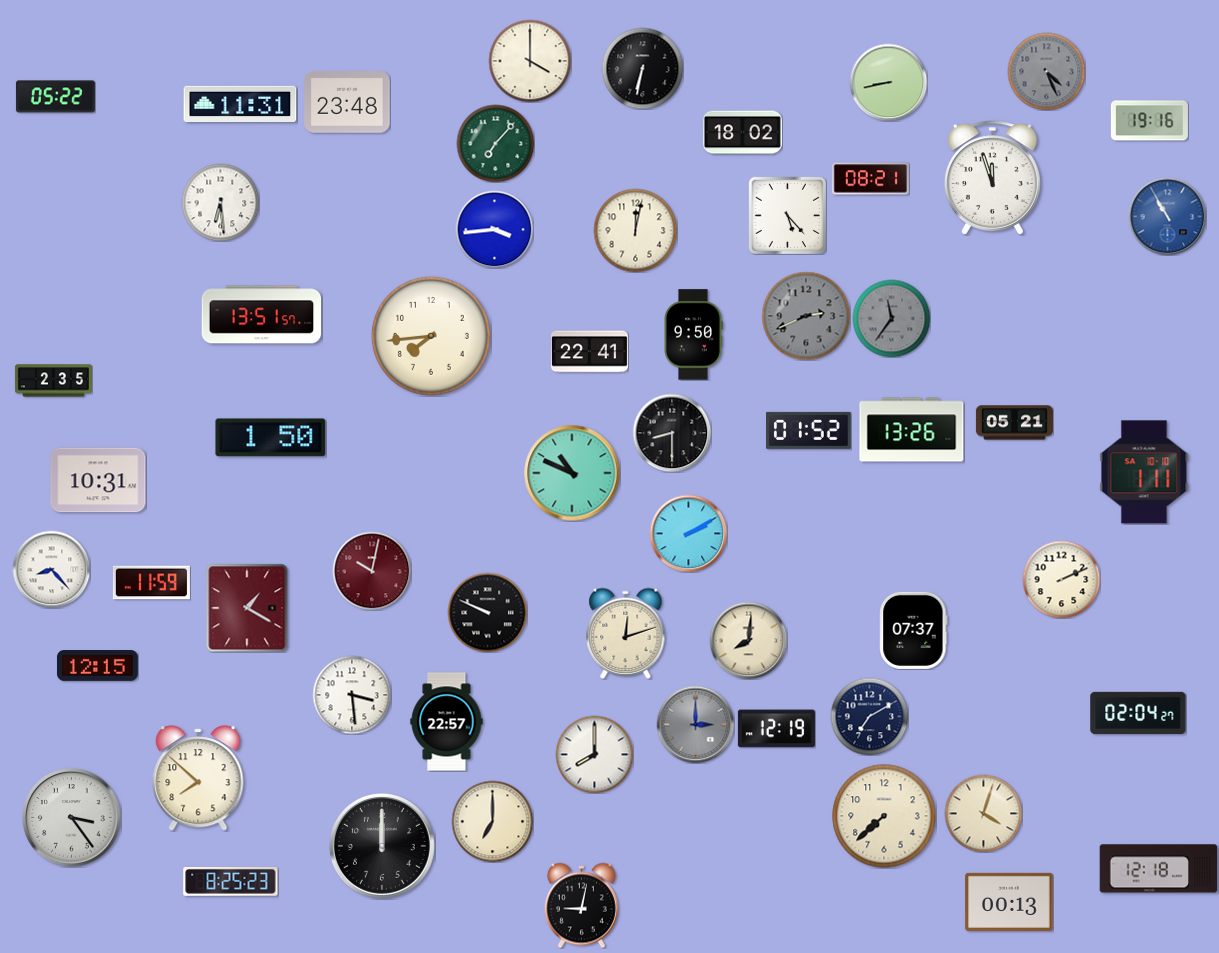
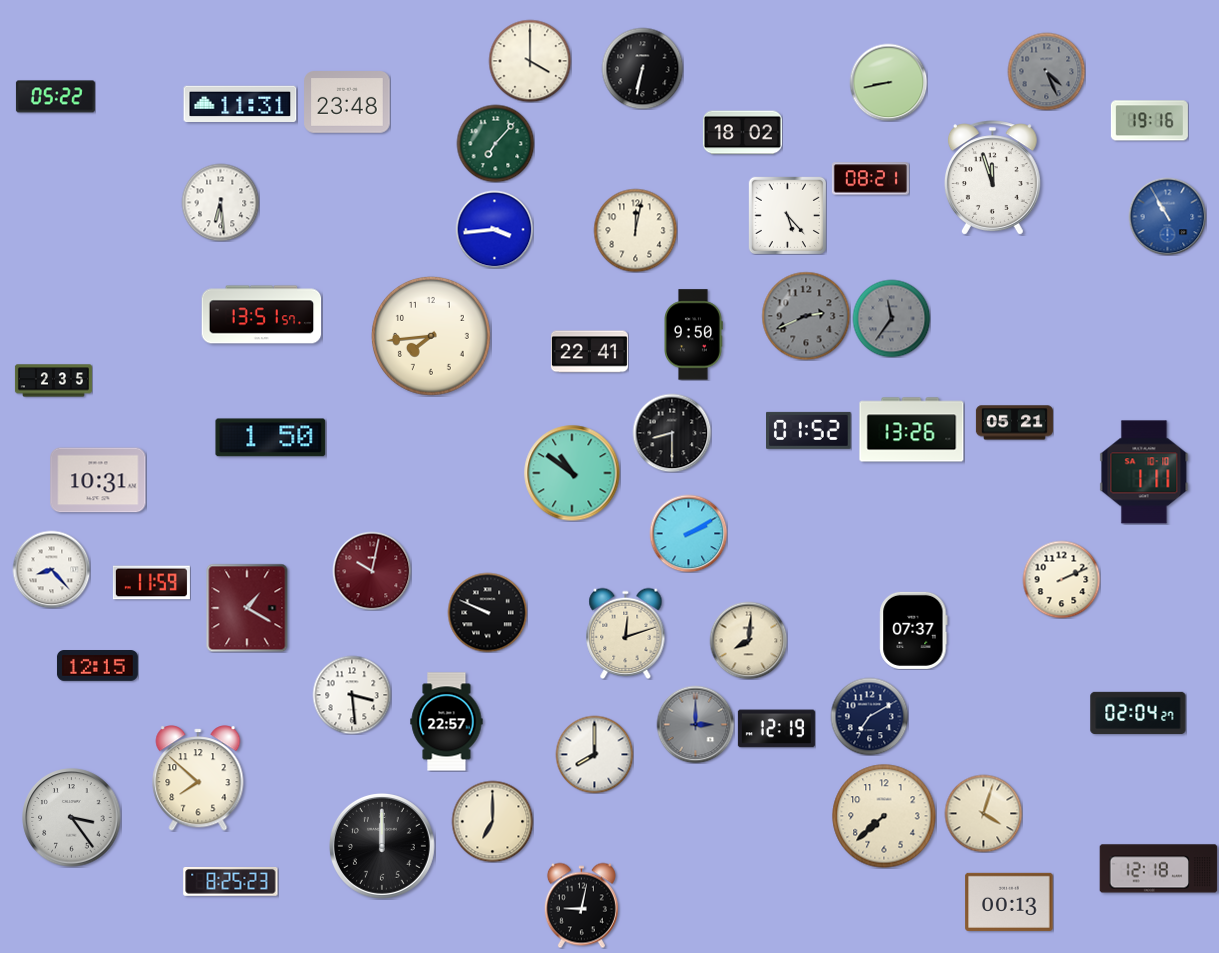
clock at (572, 473): 10:49 -> 10:51
